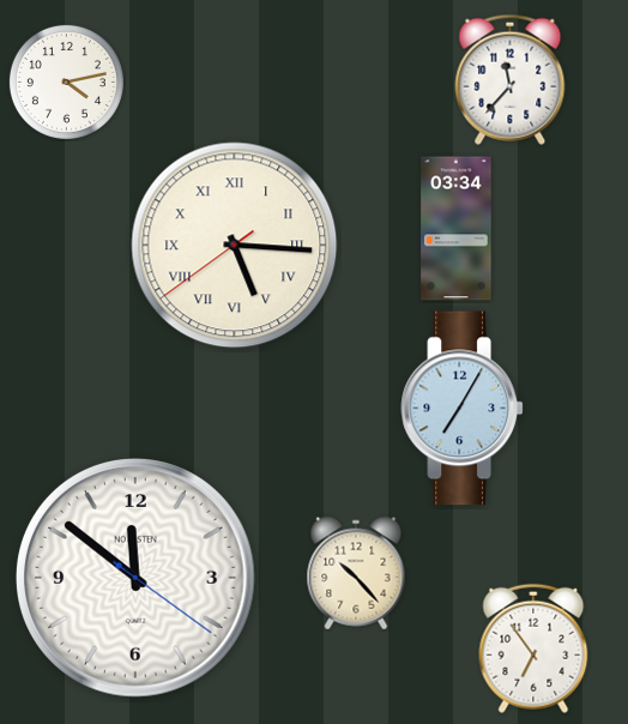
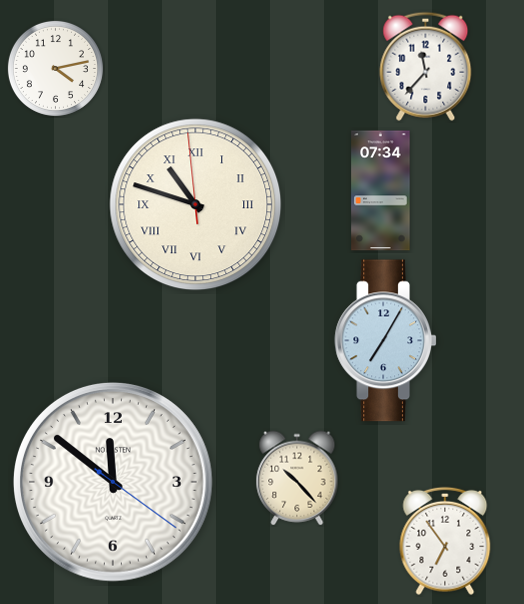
clock at (457, 229): 03:34 -> 07:34
clock at (235, 246): 5:15 -> 10:47
